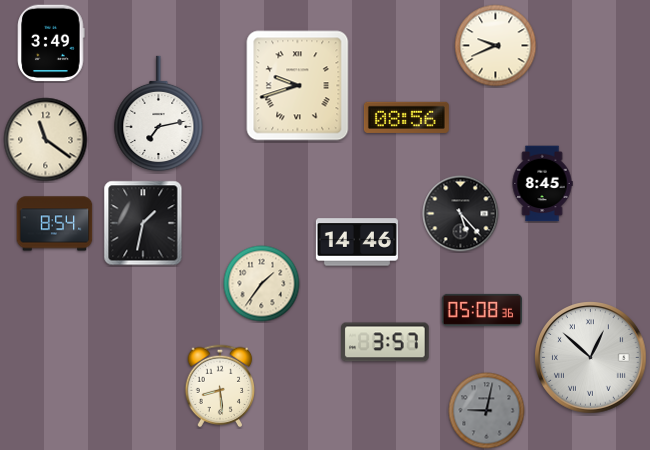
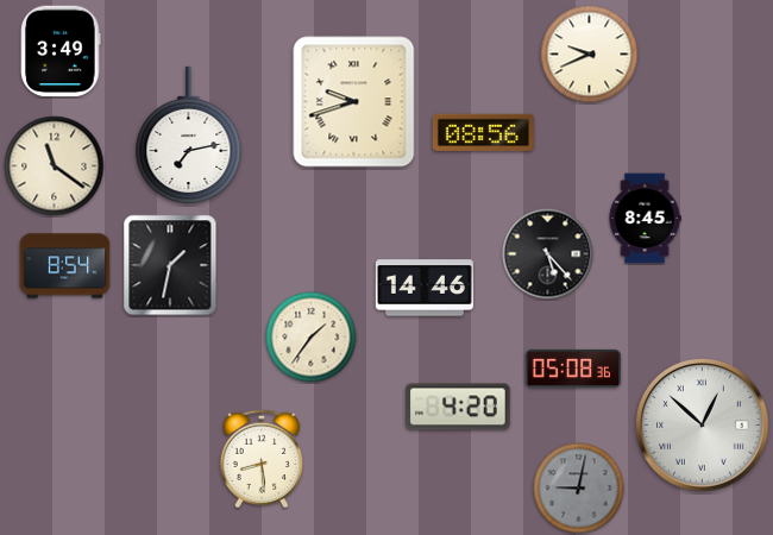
clock at (406, 117) position: (406, 117) -> (483, 132)
clock at (385, 342): 3:57 -> 4:20
